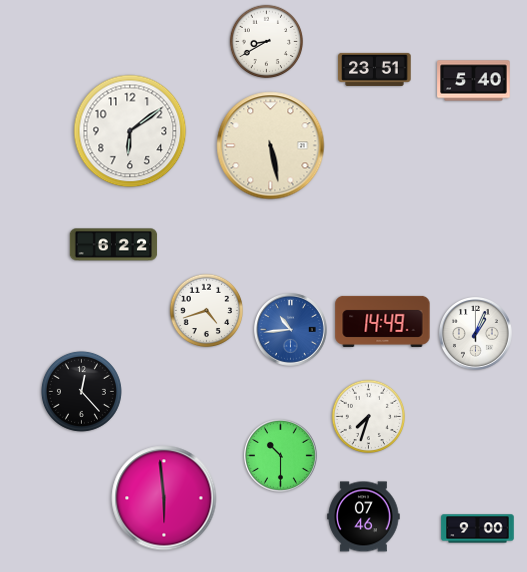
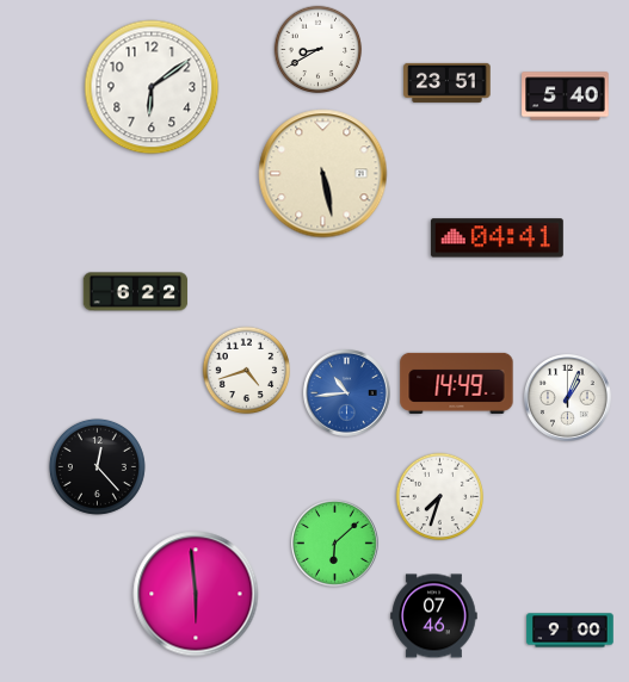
clock at (130, 131) position: (130, 131) -> (152, 87)
clock at (497, 238): none -> 04:41
clock at (281, 456): 10:30 -> 6:08
